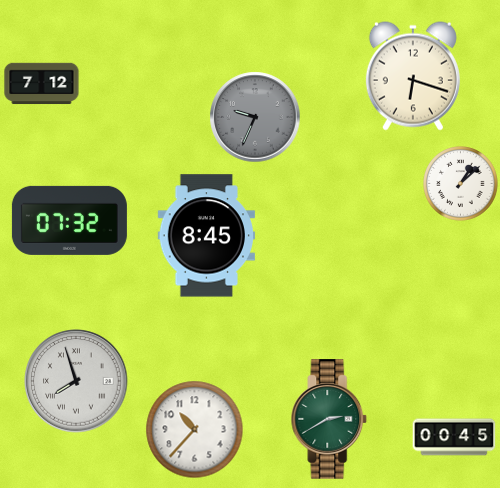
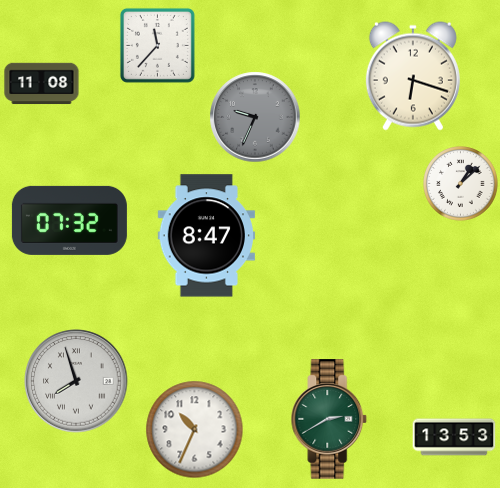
clock at (157, 45): none -> 11:37
clock at (42, 84): 7:12 -> 11:08
clock at (206, 236): 8:45 -> 8:47
clock at (195, 430): 10:37 -> 10:34
clock at (454, 437): 00:45 -> 13:53
